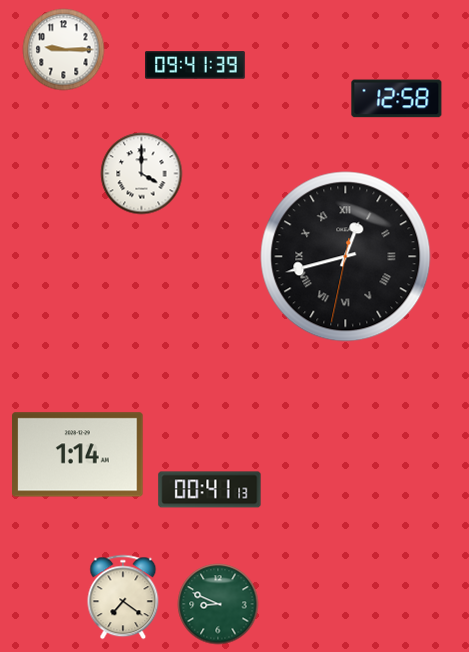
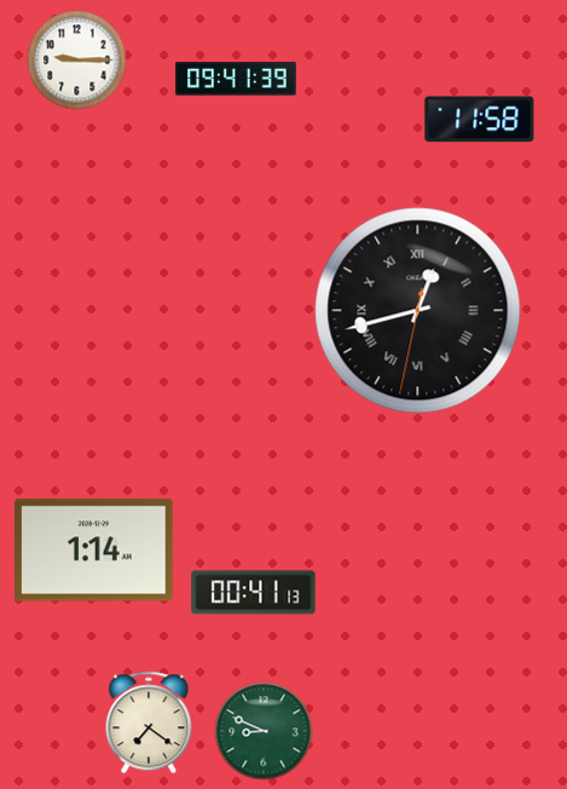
clock at (397, 99): 12:58 -> 11:58
clock at (142, 174): 4:00 -> none
